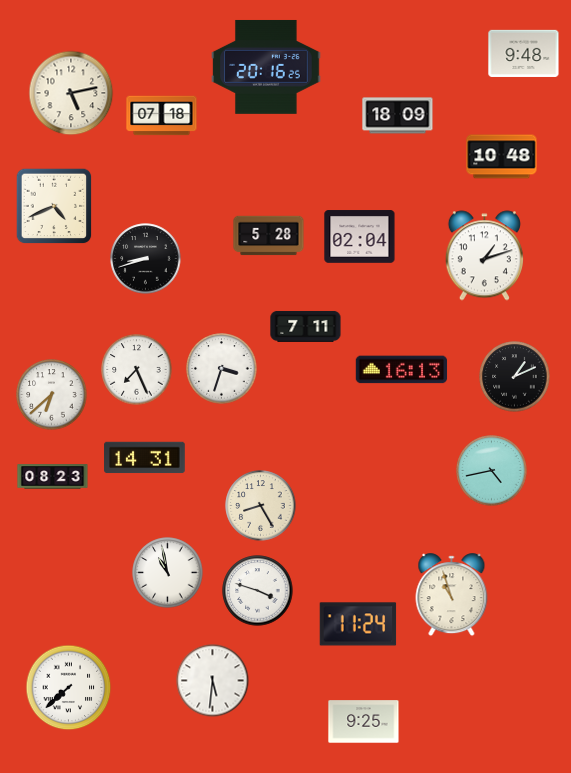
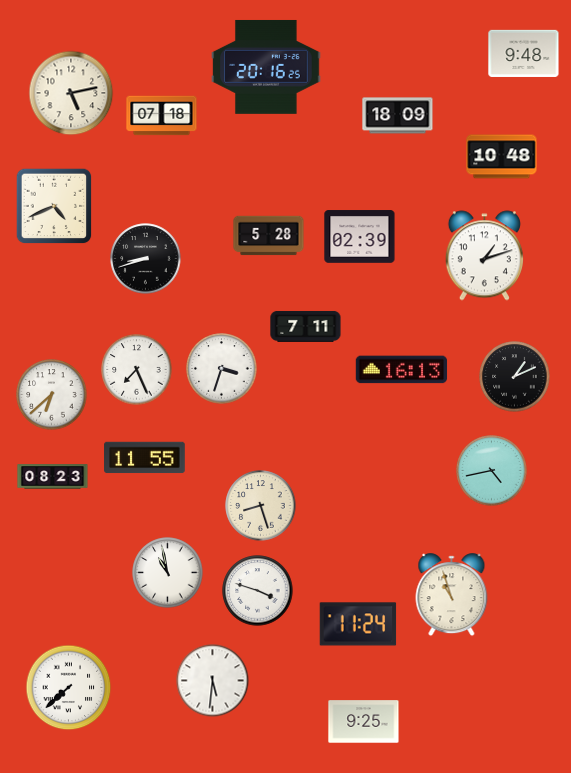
clock at (360, 237): 02:04 -> 02:39
clock at (145, 458): 14:31 -> 11:55
clock at (261, 506): 8:25 -> 8:27
